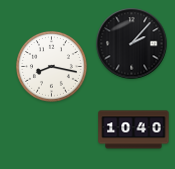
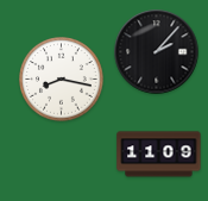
clock at (134, 130): 10:40 -> 11:09
